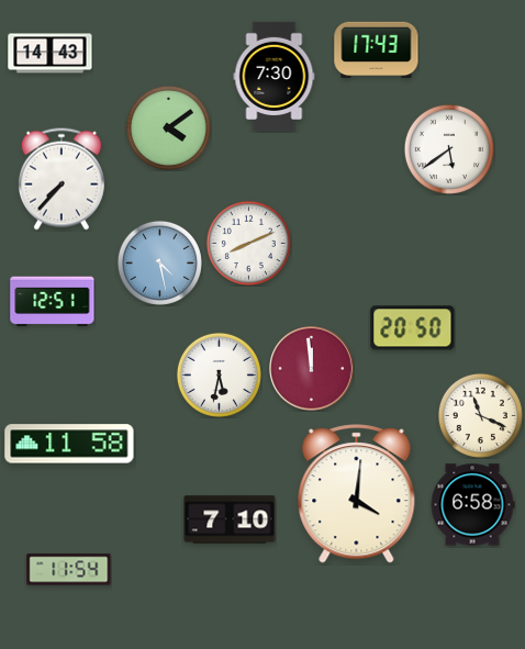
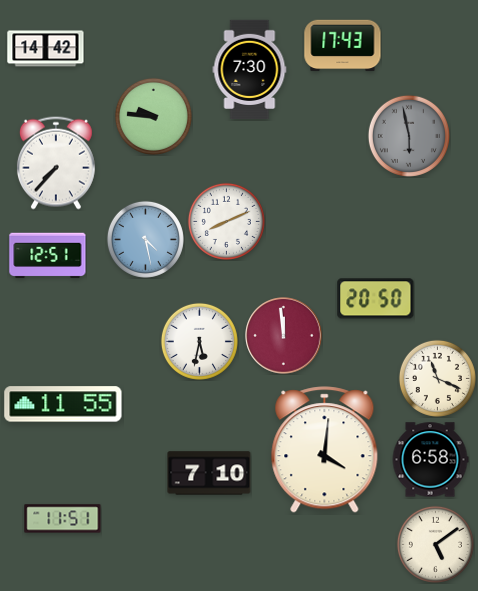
clock at (51, 54): 14:43 -> 14:42
clock at (168, 127): 4:09 -> 9:46
clock at (449, 149): 5:39 -> 5:58
clock at (449, 149) dial: white -> grey
clock at (53, 302) position: (53, 302) -> (48, 256)
clock at (69, 444): 11:58 -> 11:55
clock at (69, 570): 11:54 -> 11:51
clock at (435, 544): none -> 5:09
